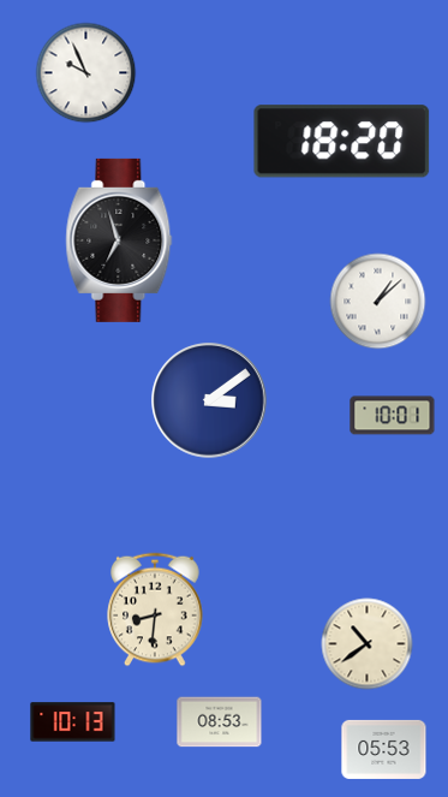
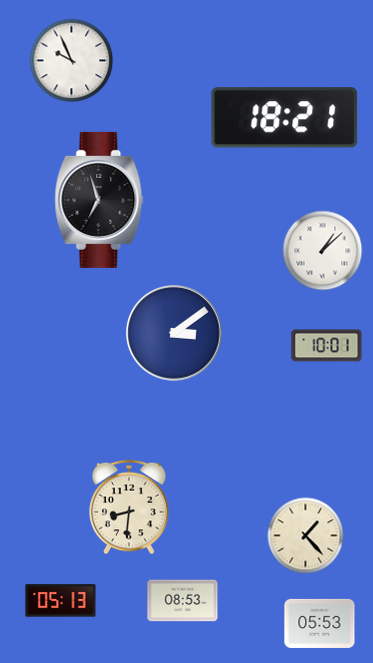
clock at (342, 142): 18:20 -> 18:21
clock at (378, 302) position: (378, 302) -> (323, 251)
clock at (368, 644): 10:39 -> 1:23
clock at (73, 722): 10:13 -> 05:13
